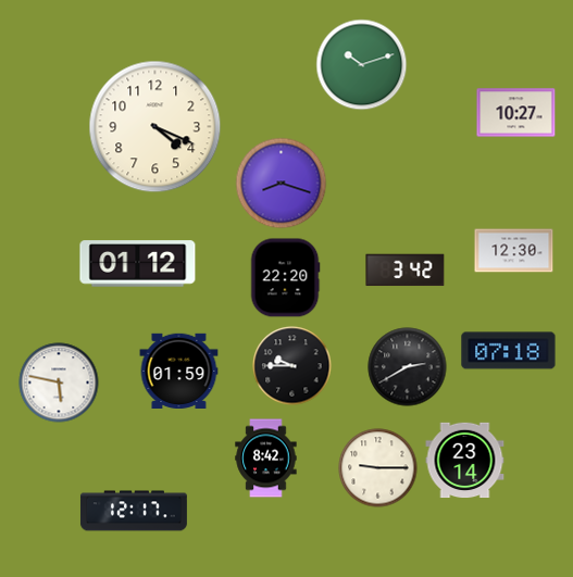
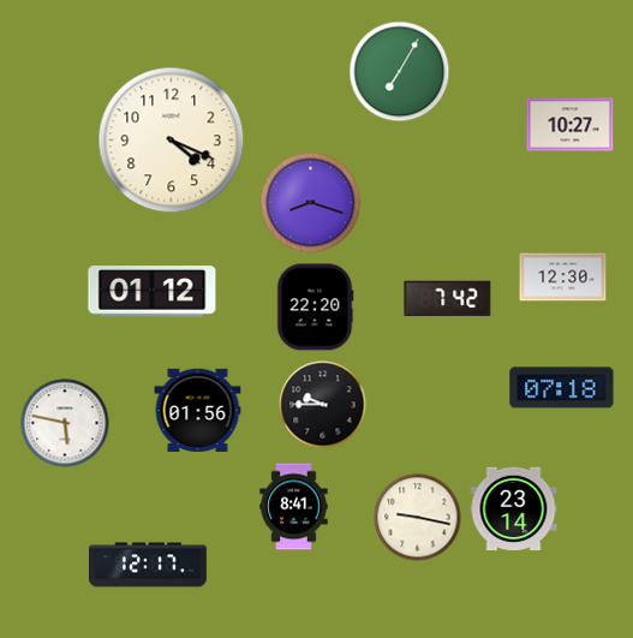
clock at (362, 65): 10:12 -> 7:05
clock at (514, 251) position: (514, 251) -> (563, 278)
clock at (406, 271): 3:42 -> 7:42
clock at (408, 367): 2:40 -> none
clock at (179, 371): 01:59 -> 01:56
clock at (266, 459): 8:42 -> 8:41
clock at (378, 468): 9:15 -> 9:17
